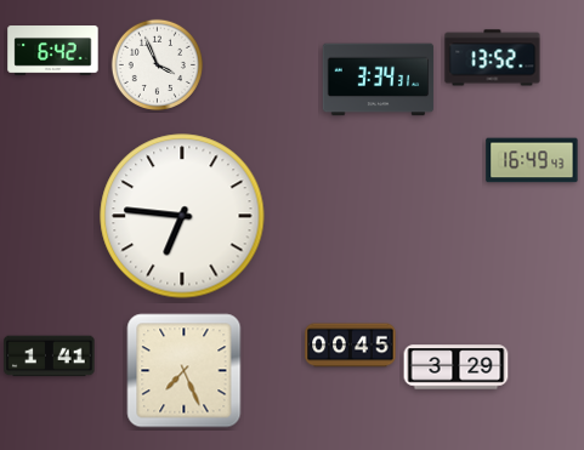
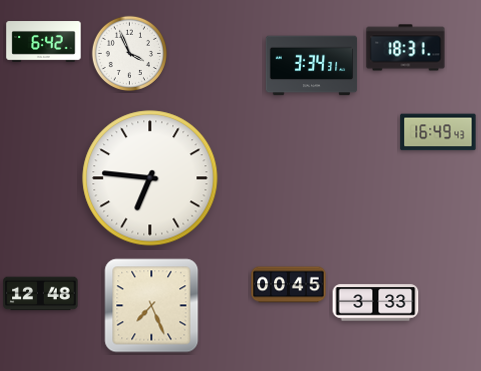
clock at (493, 58): 13:52 -> 18:31
clock at (50, 357): 1:41 -> 12:48
clock at (457, 368): 3:29 -> 3:33
